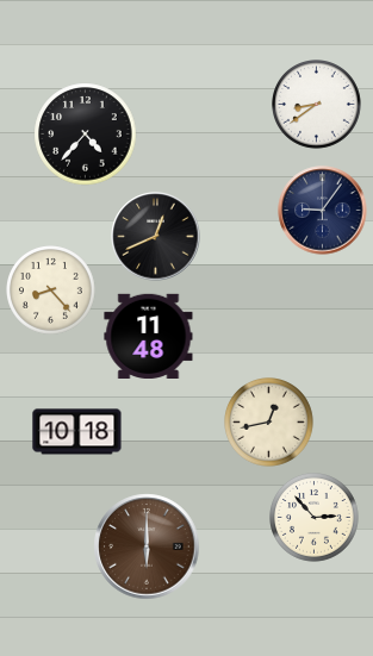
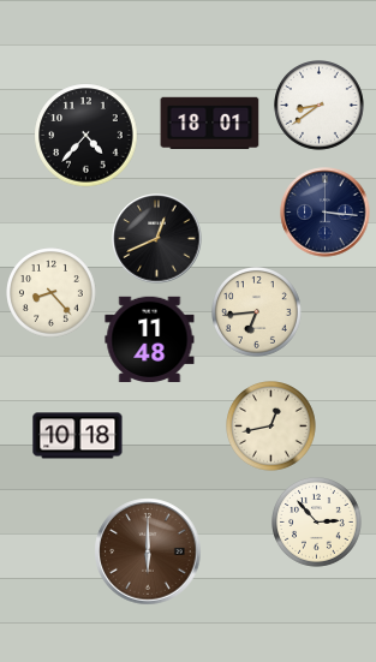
clock at (210, 123): none -> 18:01
clock at (323, 211): 9:06 -> 3:16
clock at (257, 312): none -> 6:44
